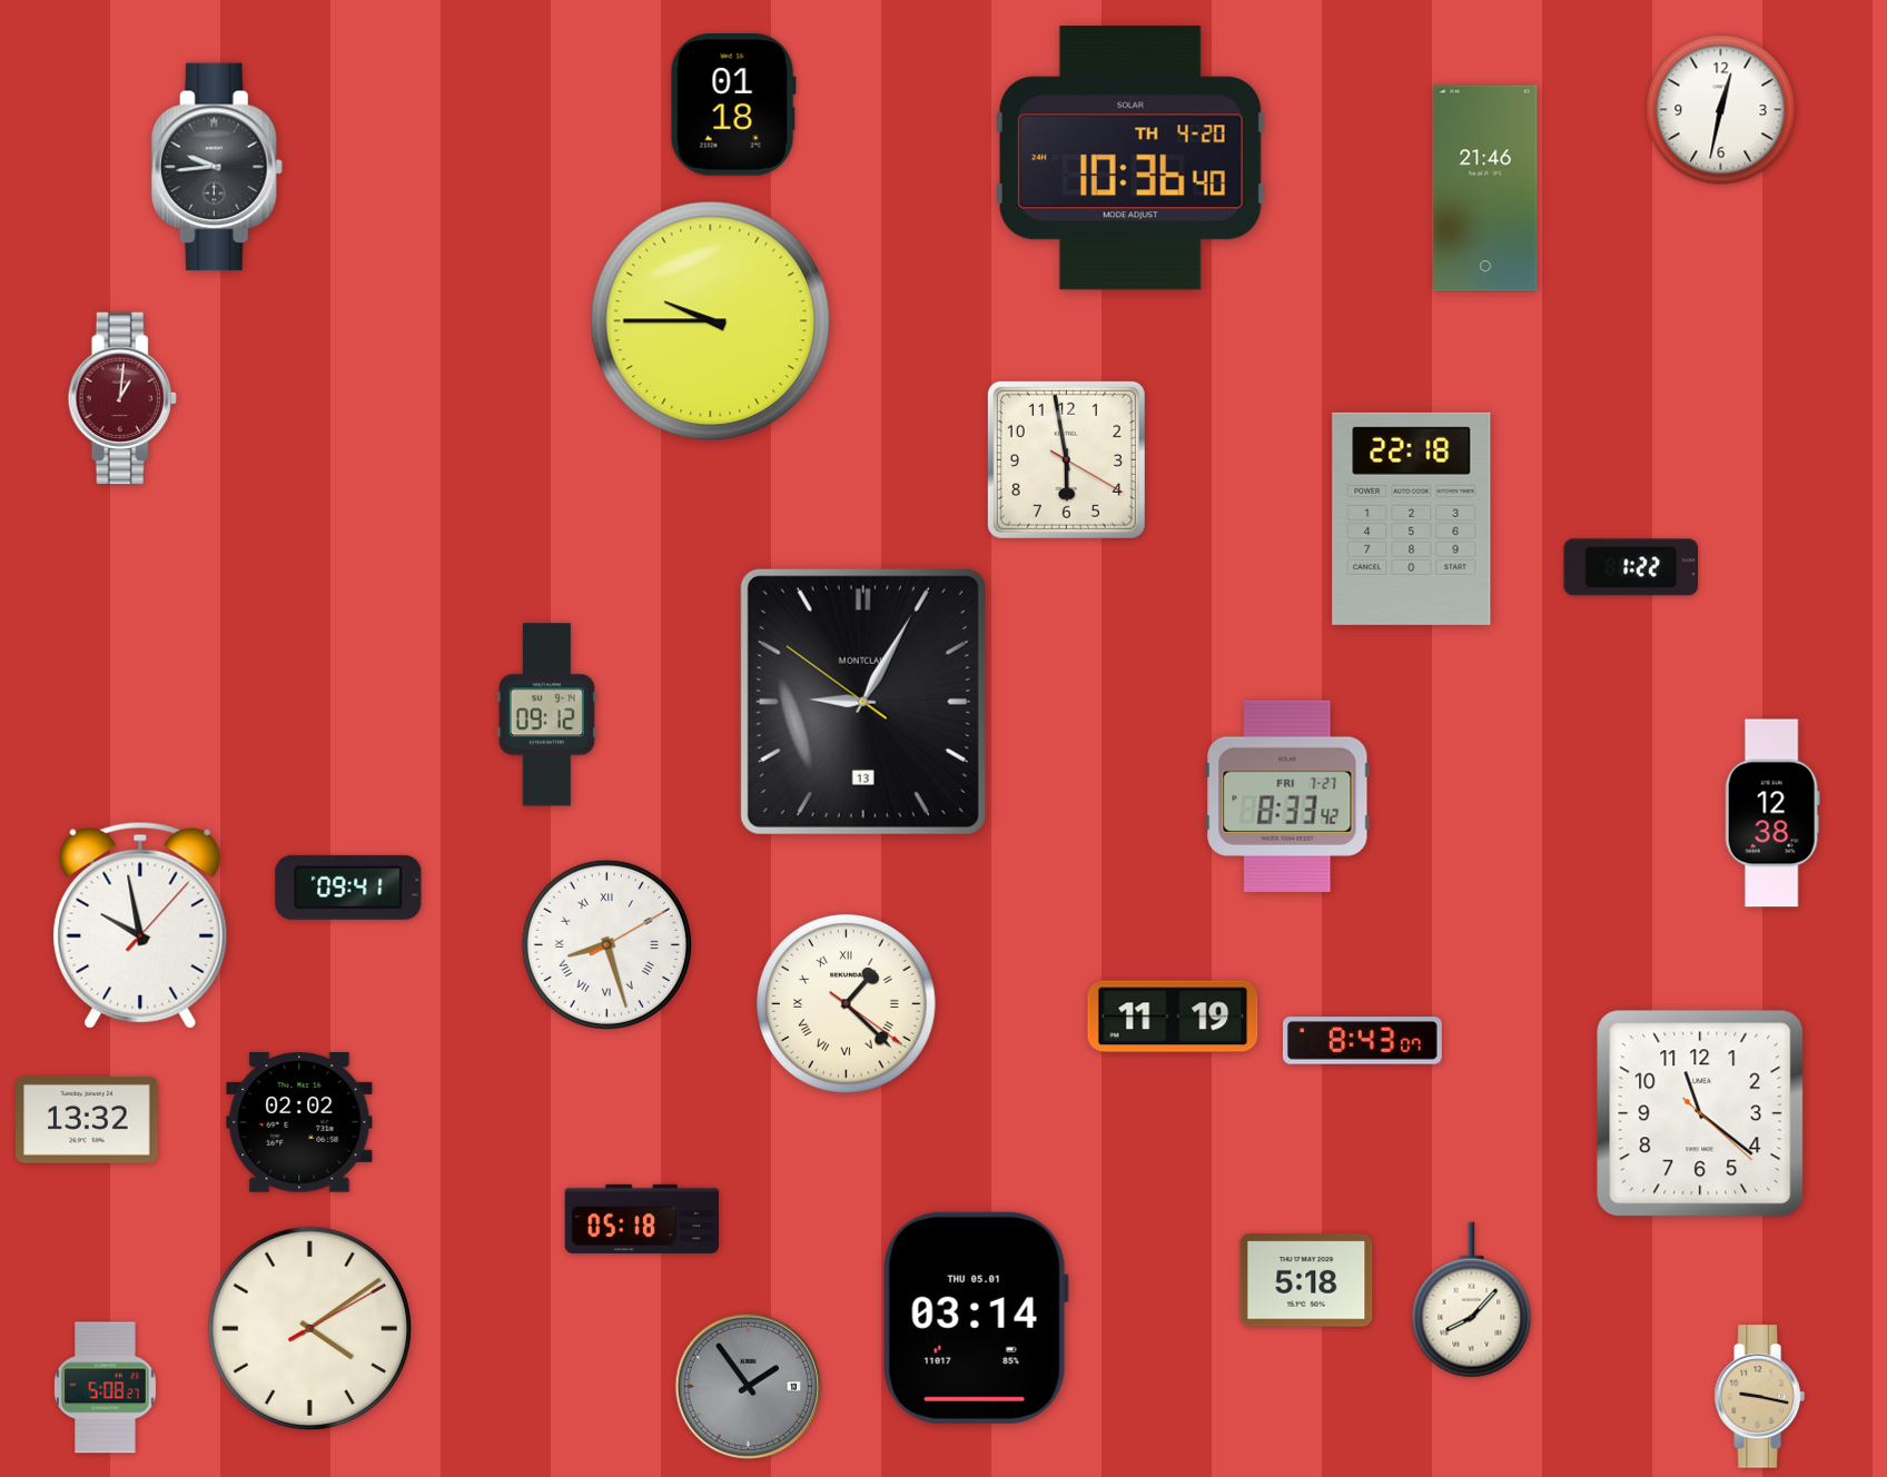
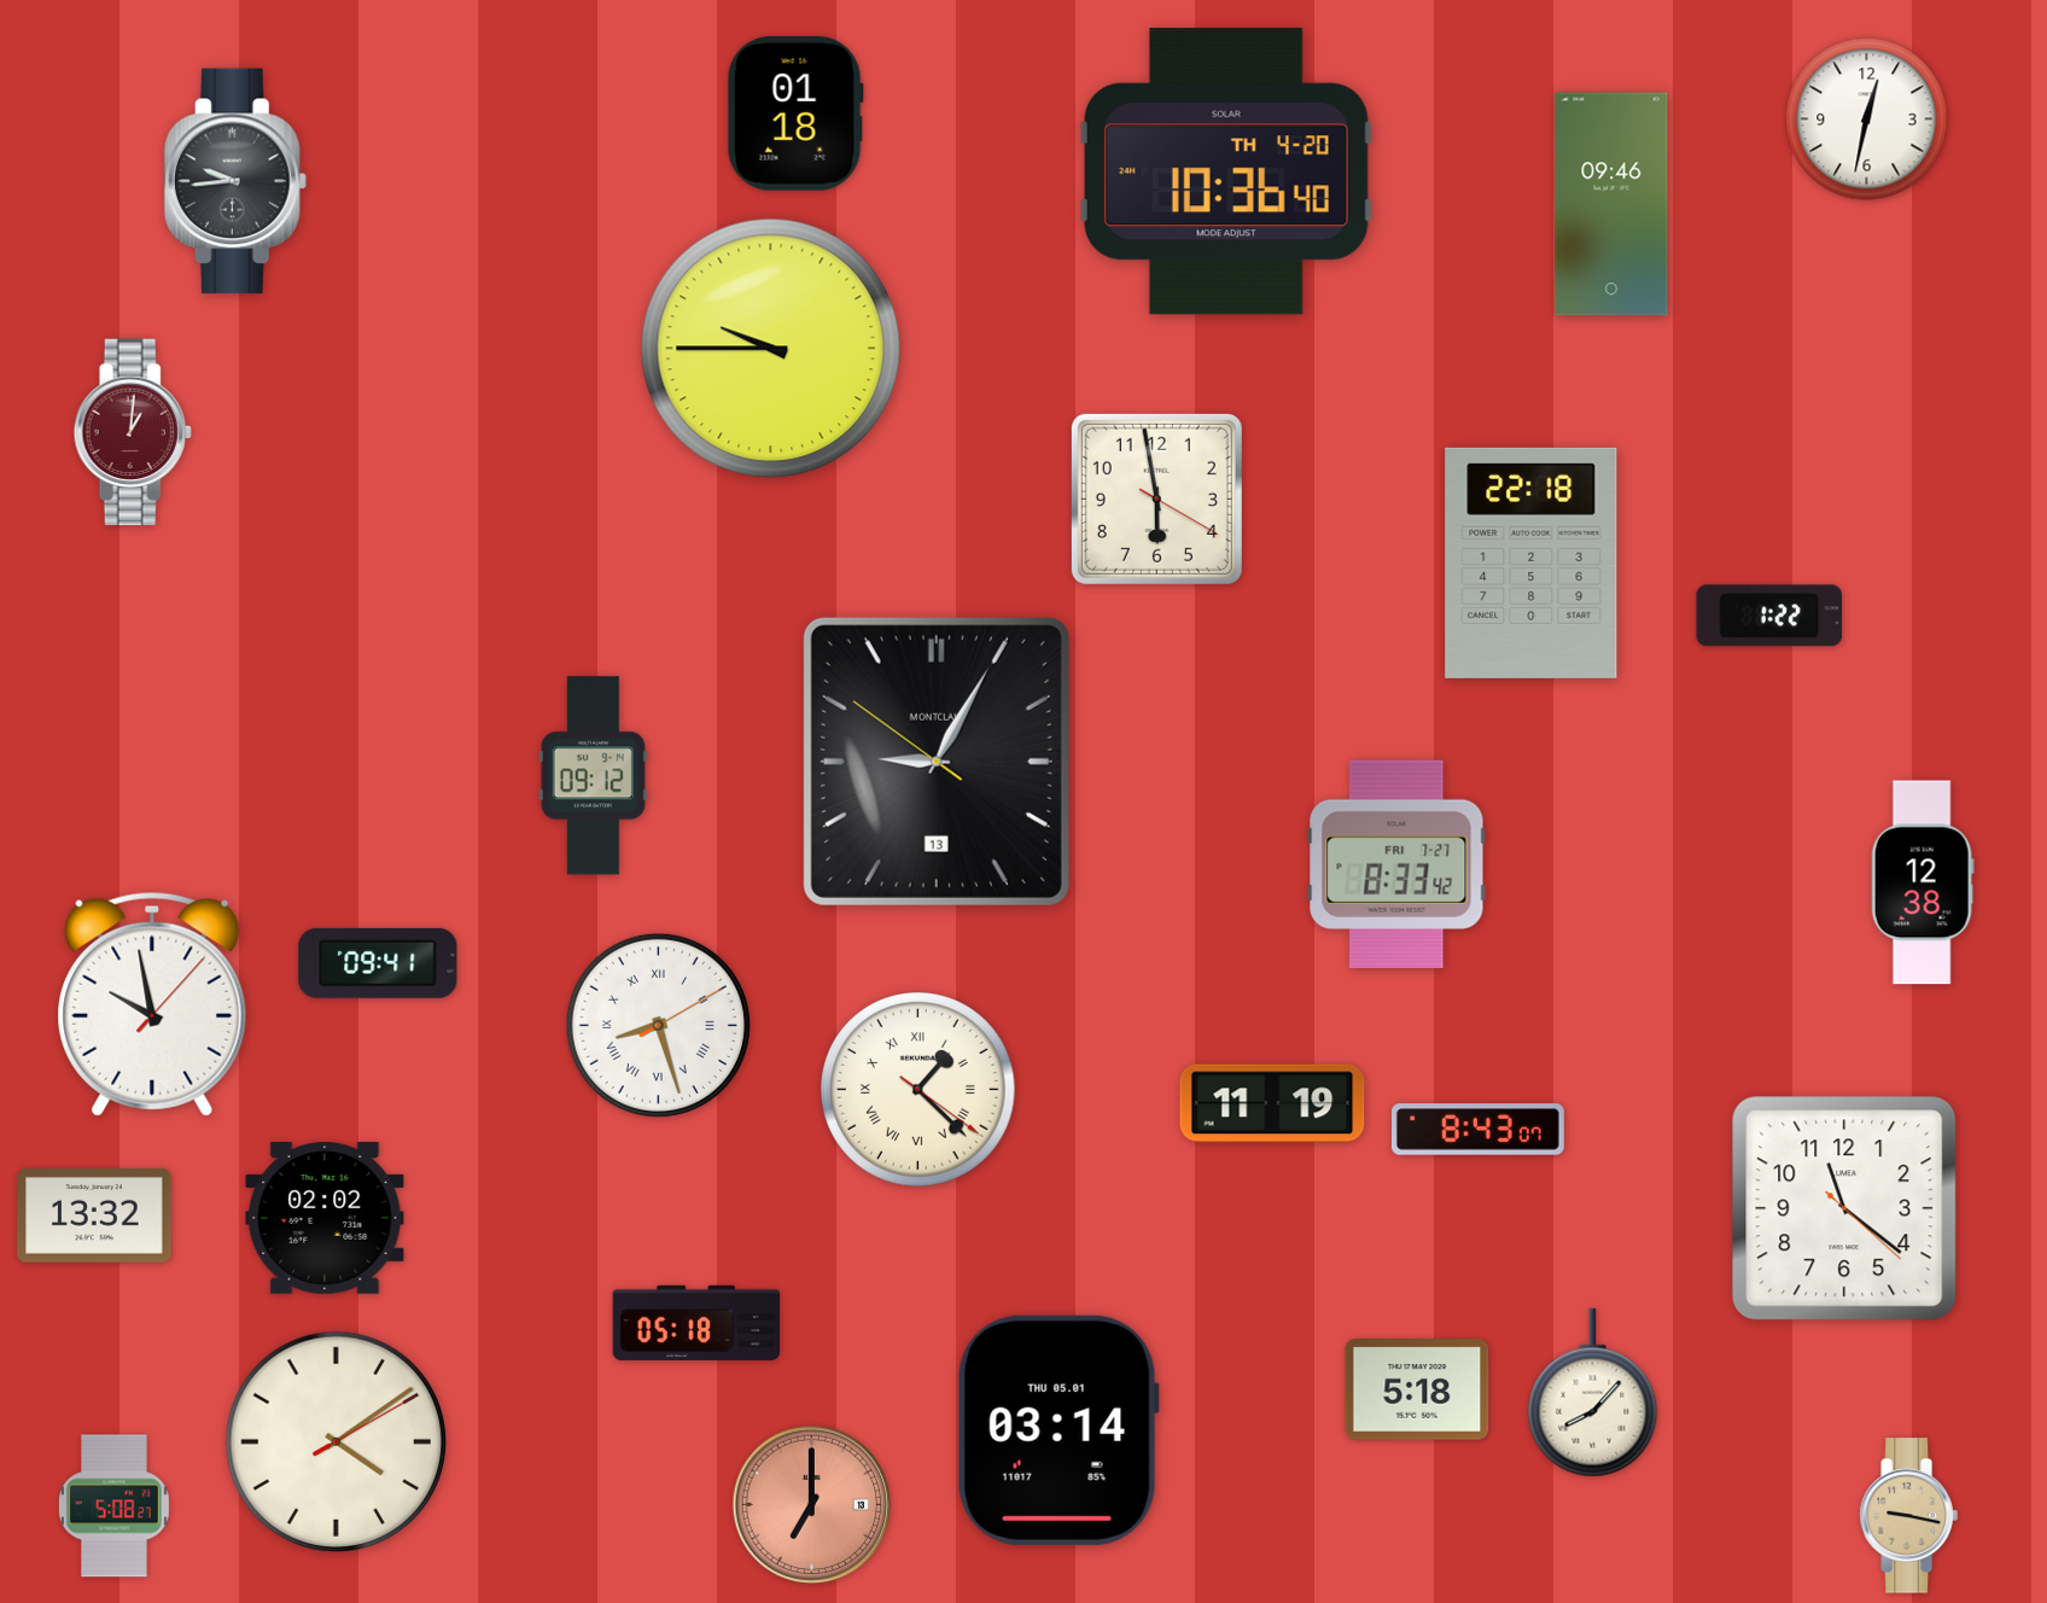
clock at (1485, 188): 21:46 -> 09:46
clock at (1472, 1300) position: (1472, 1300) -> (1593, 1393)
clock at (749, 1387): 1:54 -> 7:00
clock at (749, 1387) dial: grey -> salmon
